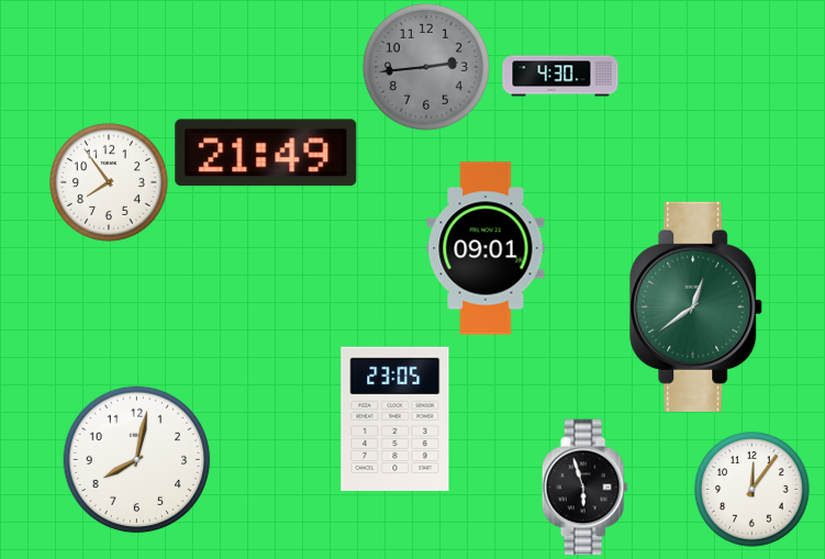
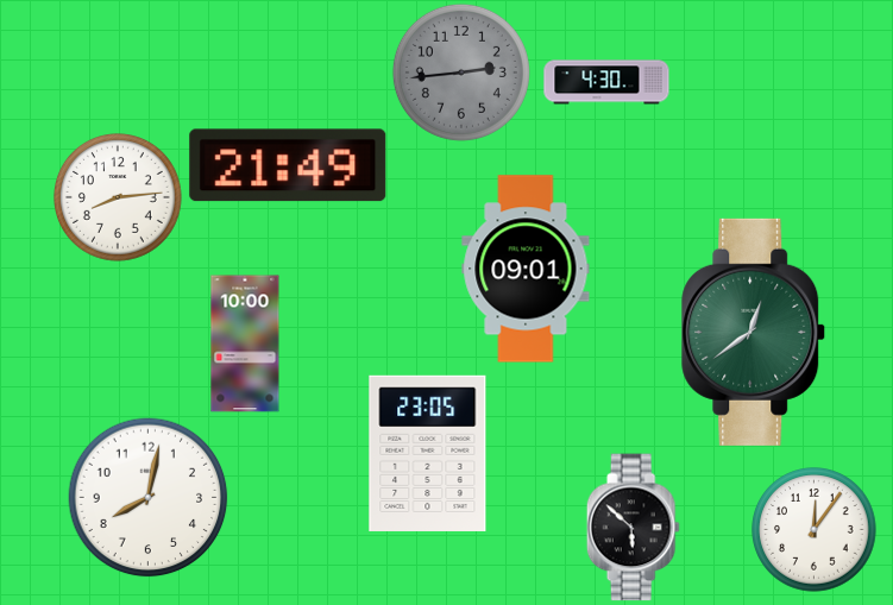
clock at (110, 183): 7:54 -> 8:14
clock at (245, 344): none -> 10:00
clock at (584, 488): 5:57 -> 5:52
